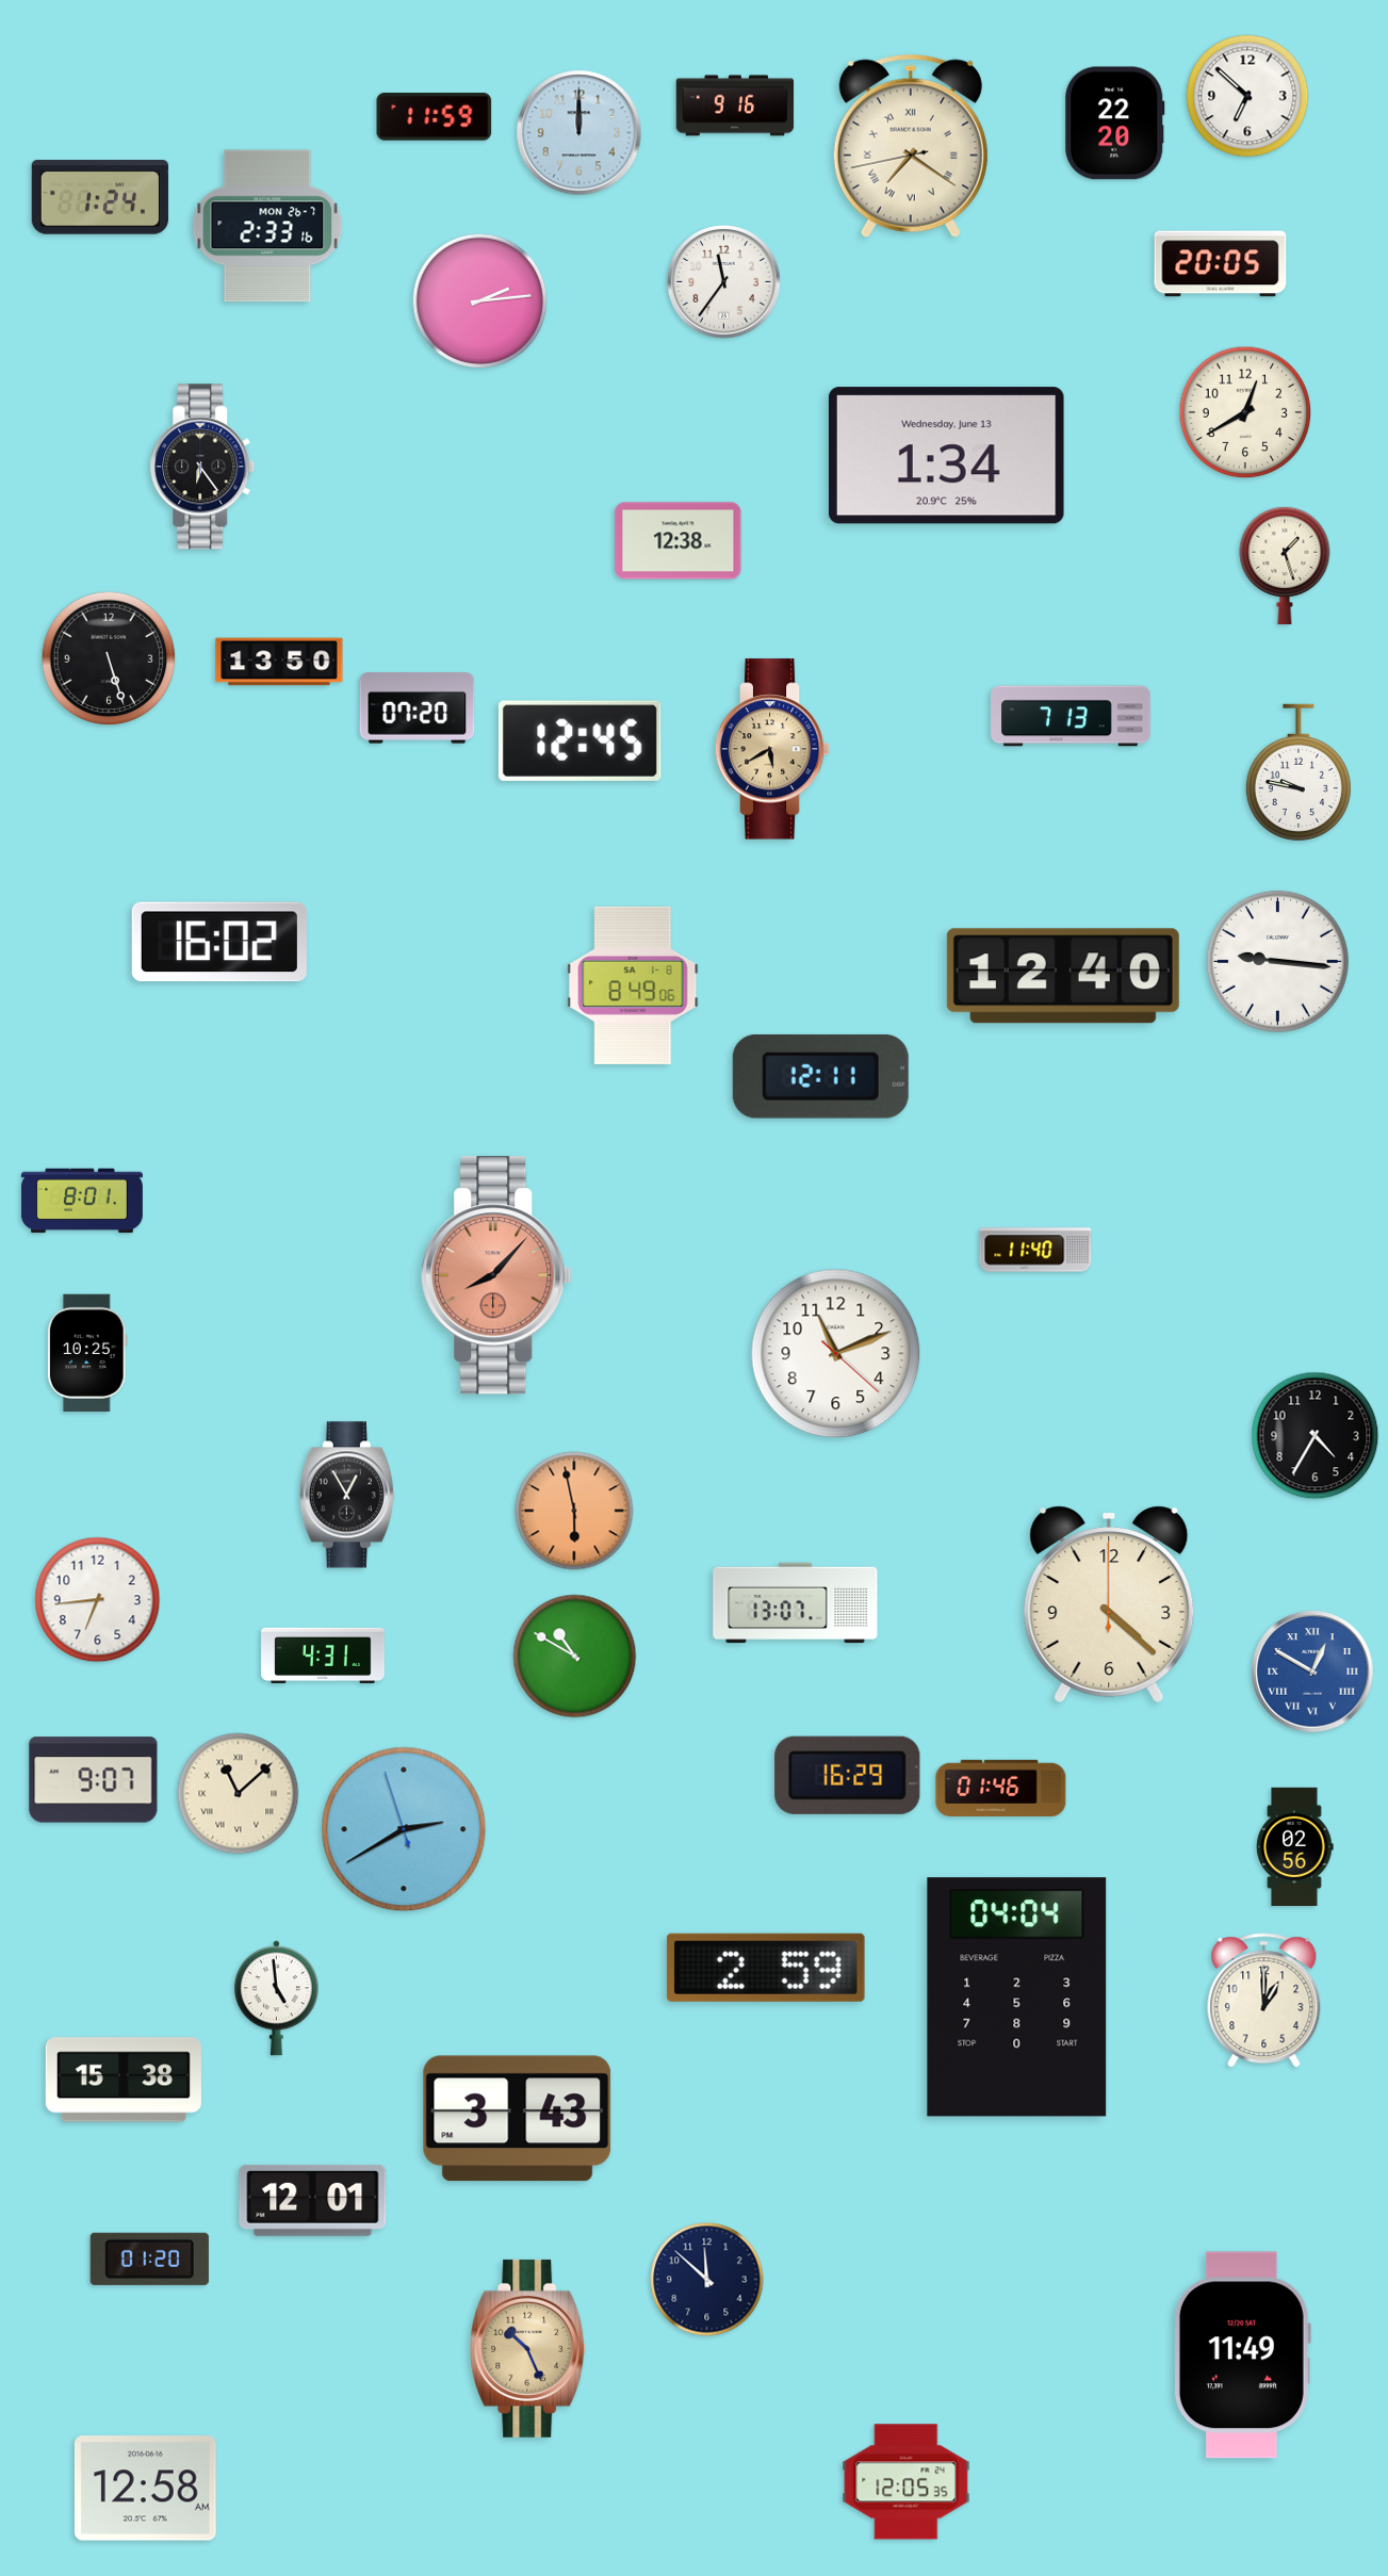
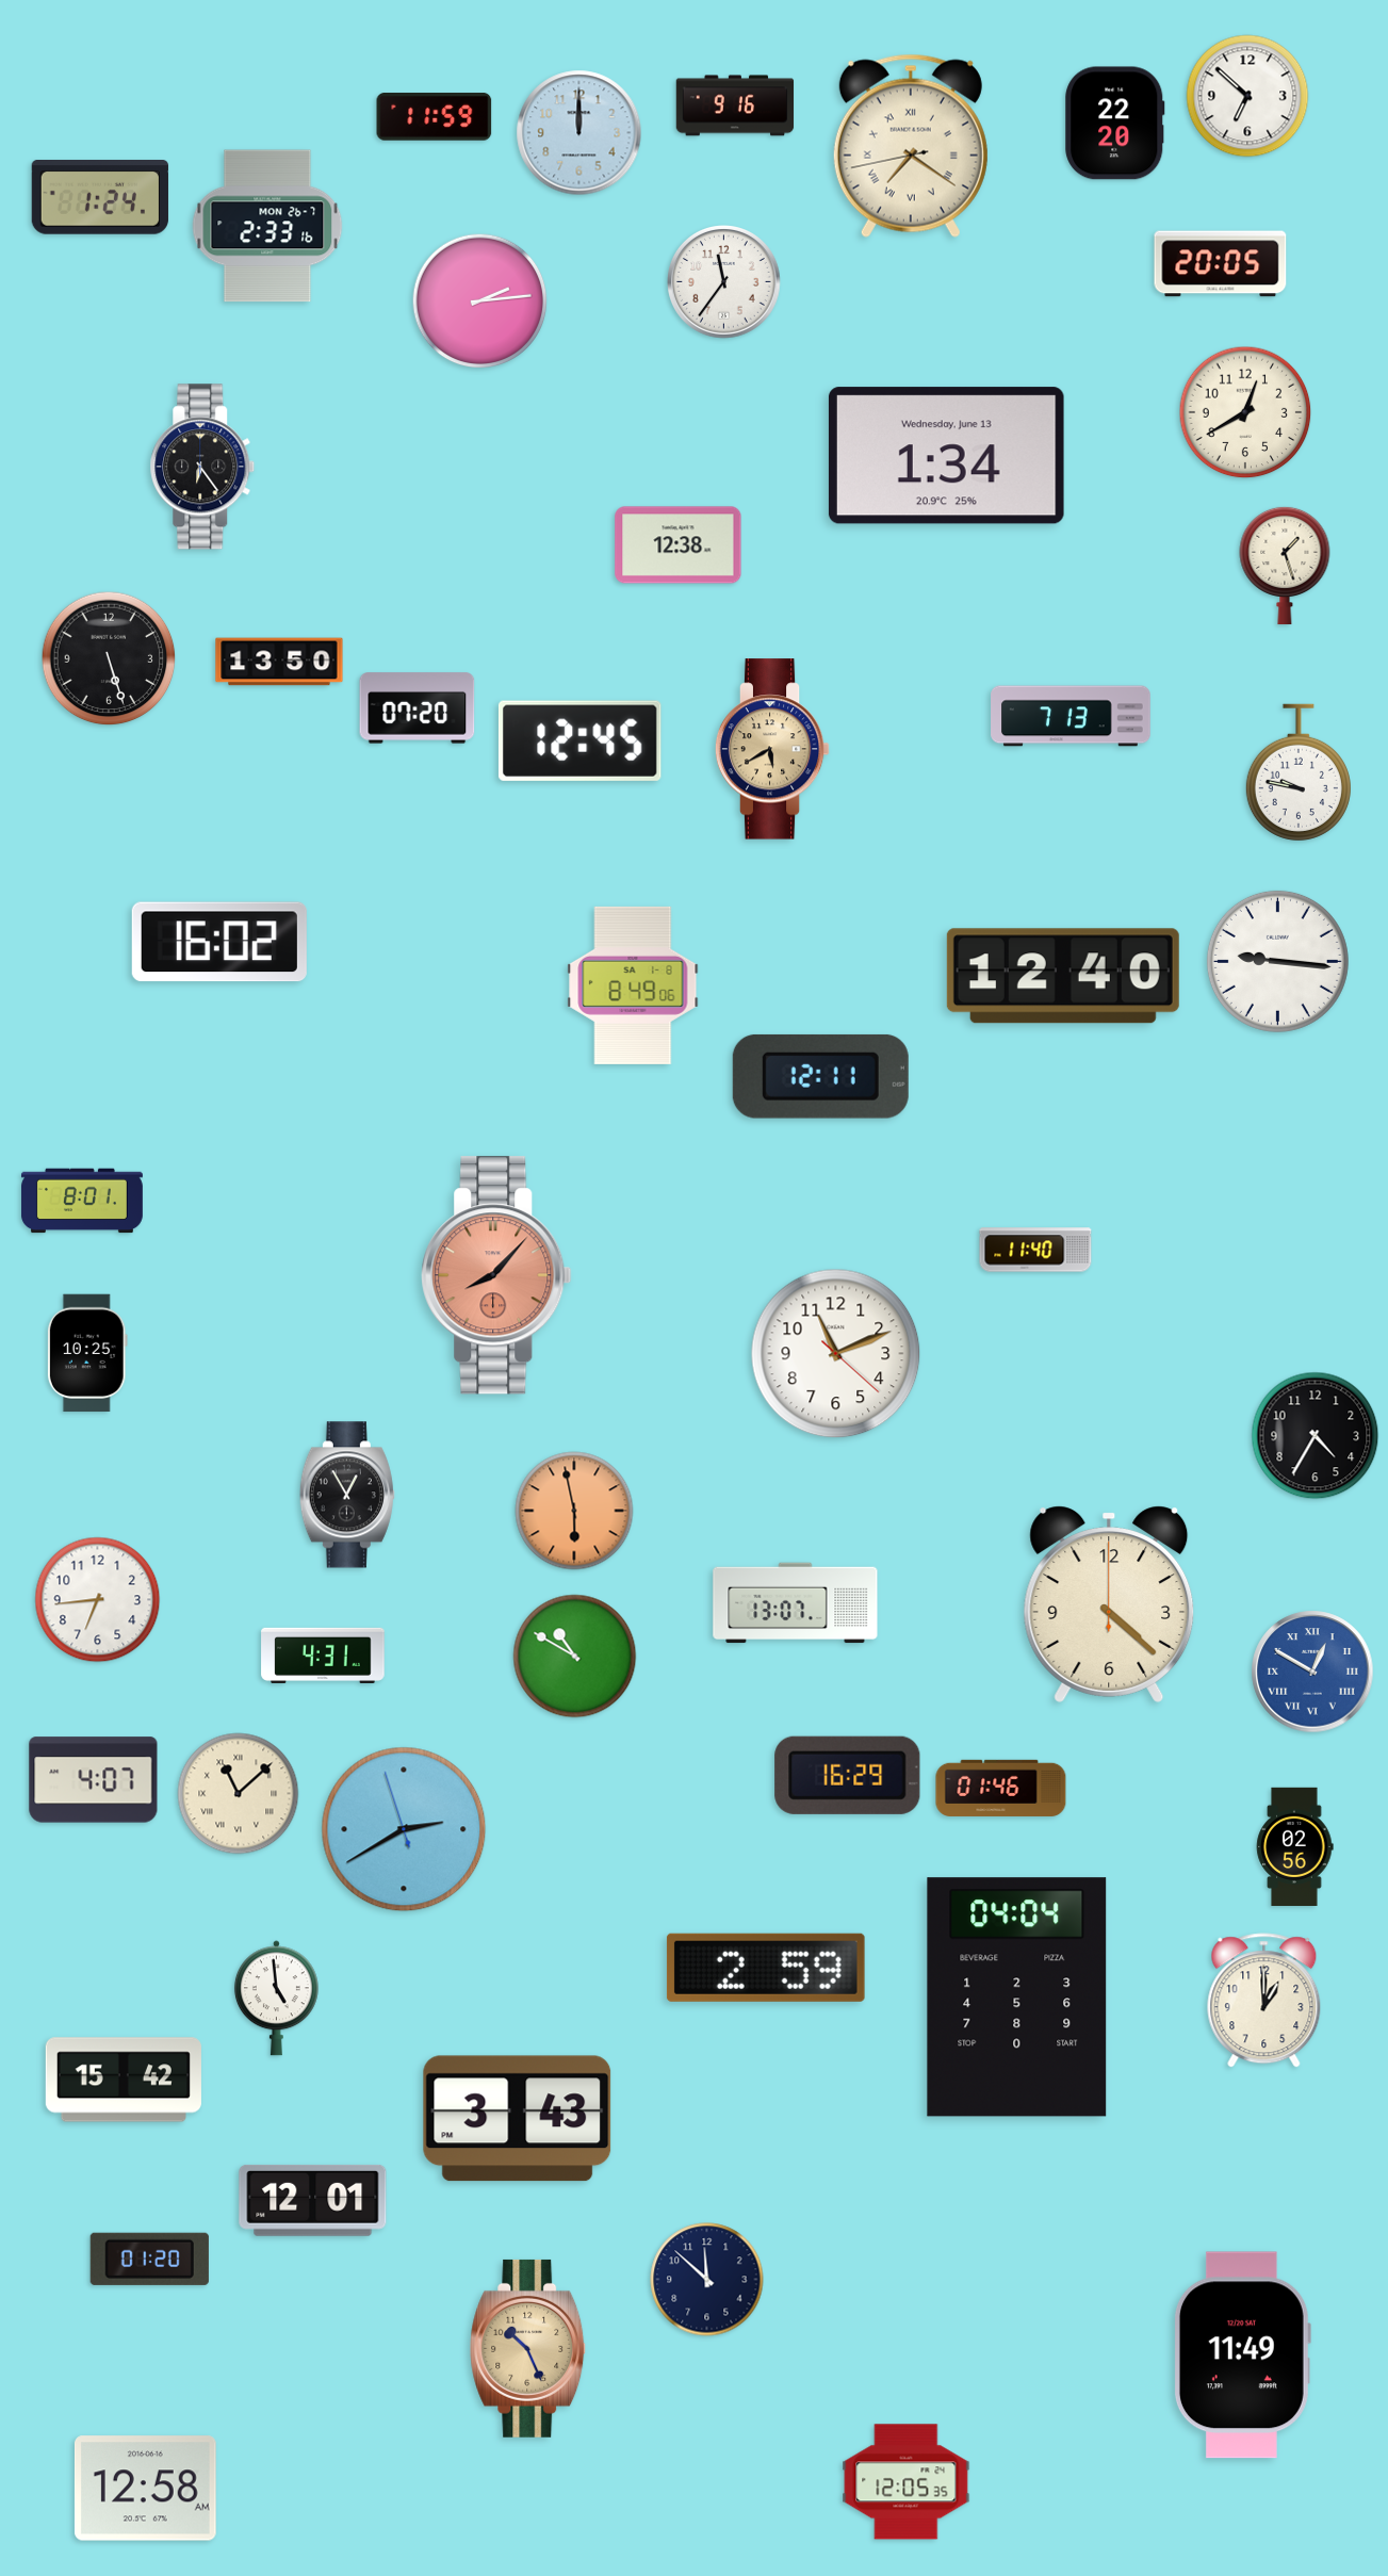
clock at (679, 541) position: (679, 541) -> (679, 545)
clock at (94, 1780): 9:07 -> 4:07
clock at (124, 2080): 15:38 -> 15:42
